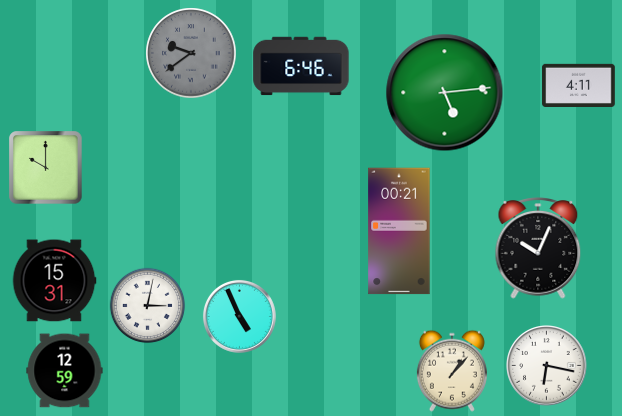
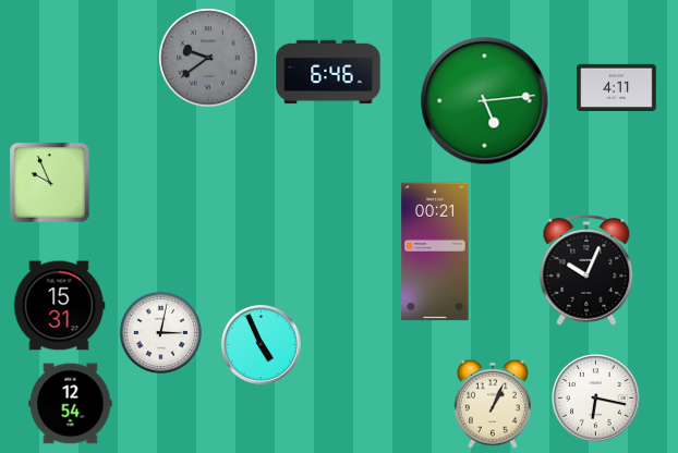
clock at (579, 85) position: (579, 85) -> (617, 87)
clock at (46, 168): 10:00 -> 9:56
clock at (65, 371): 12:59 -> 12:54
clock at (452, 371): 1:07 -> 1:04
